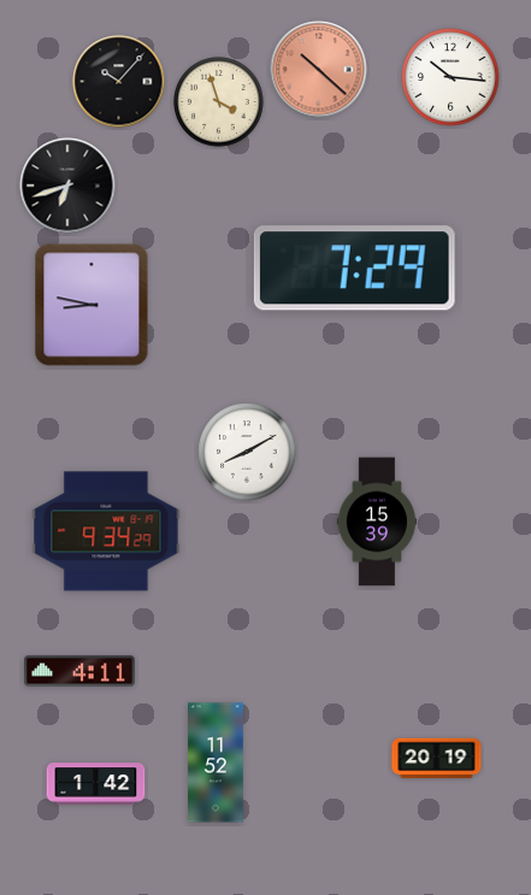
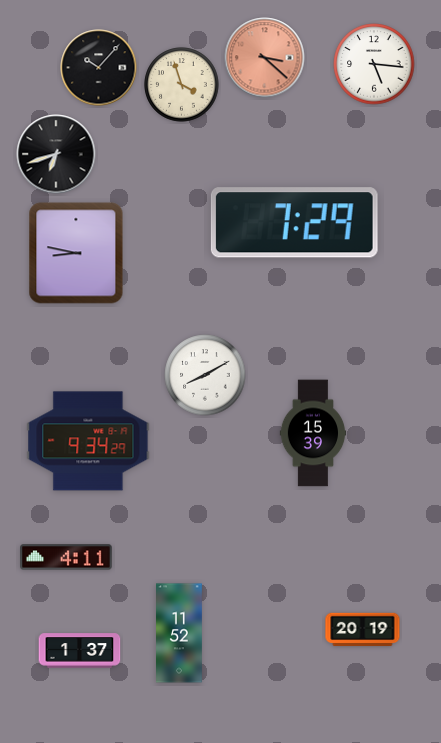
clock at (319, 70): 10:22 -> 3:22
clock at (450, 77): 10:16 -> 5:16
clock at (96, 784): 1:42 -> 1:37
